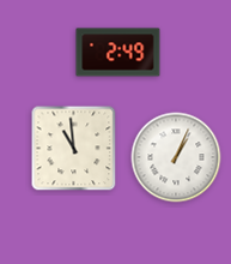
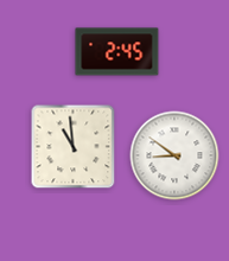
clock at (118, 53): 2:49 -> 2:45
clock at (176, 157): 1:04 -> 8:51
